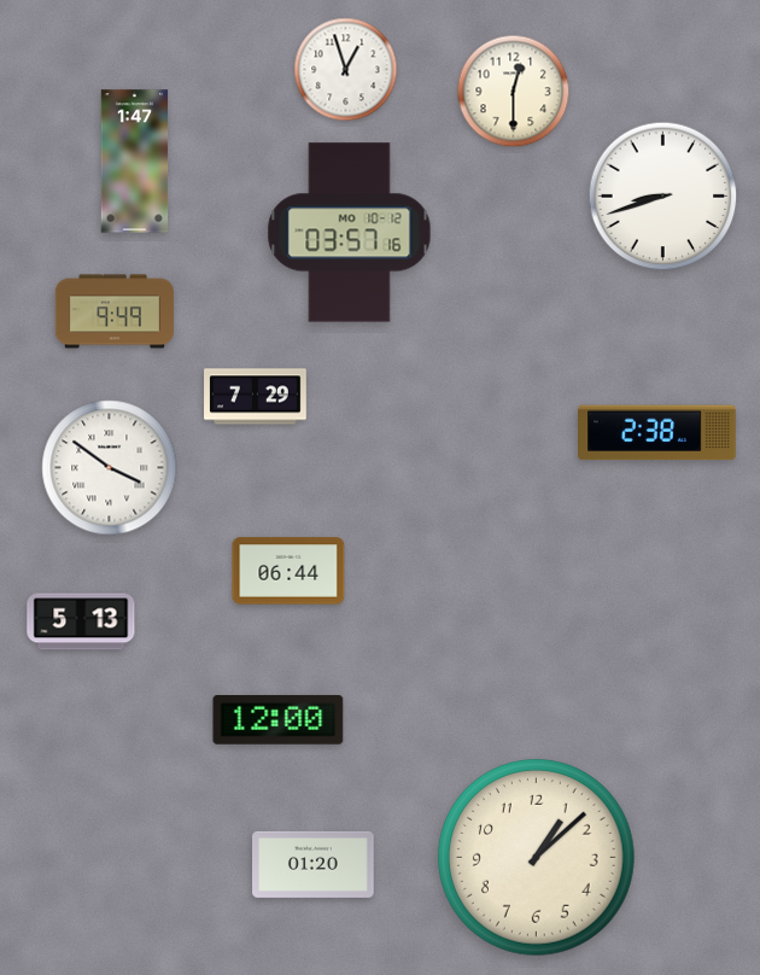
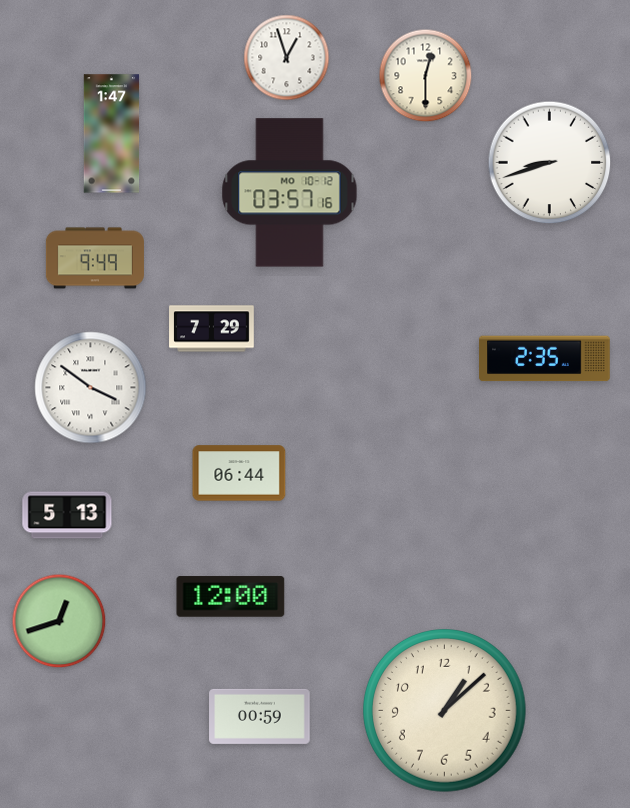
clock at (657, 433): 2:38 -> 2:35
clock at (59, 621): none -> 12:42
clock at (314, 864): 01:20 -> 00:59
